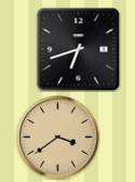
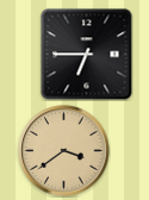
clock at (79, 50): 6:42 -> 6:45
